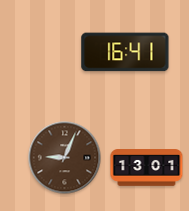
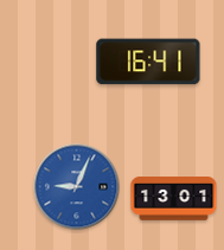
clock at (65, 158) dial: brown -> blue
